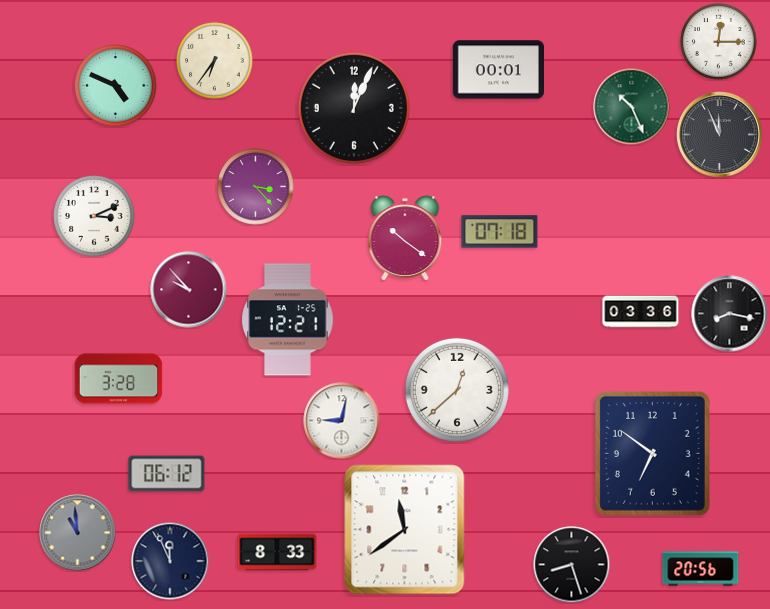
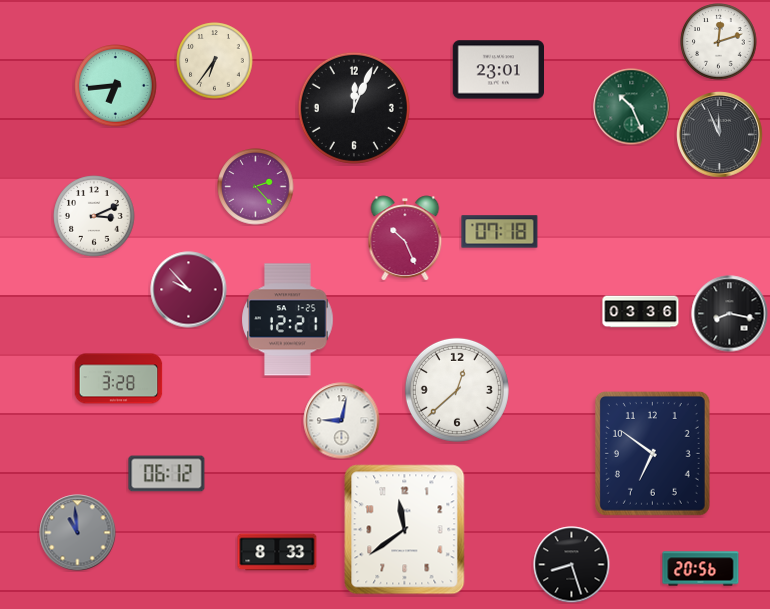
clock at (719, 42): 12:15 -> 12:12
clock at (498, 70): 00:01 -> 23:01
clock at (116, 86): 4:49 -> 6:44
clock at (256, 187): 3:23 -> 2:23
clock at (405, 238): 10:21 -> 10:26
clock at (170, 561): 11:56 -> none
